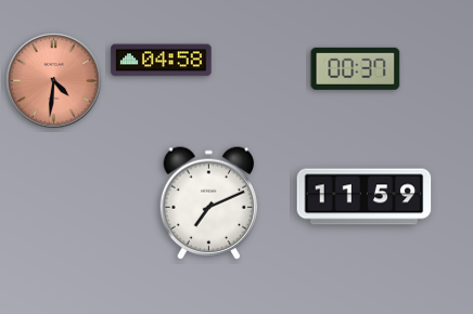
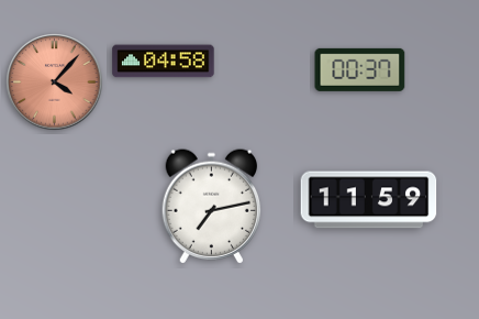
clock at (54, 81): 4:31 -> 4:07
clock at (209, 204): 7:11 -> 7:13
